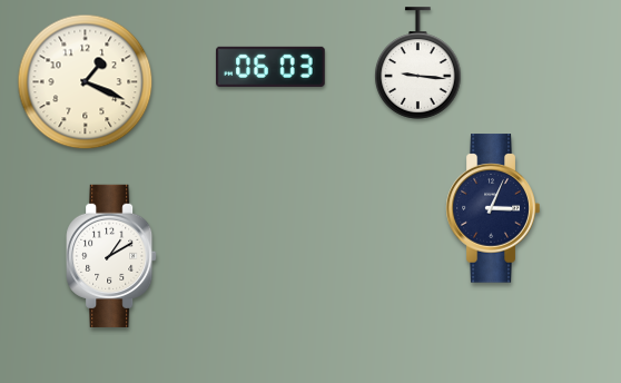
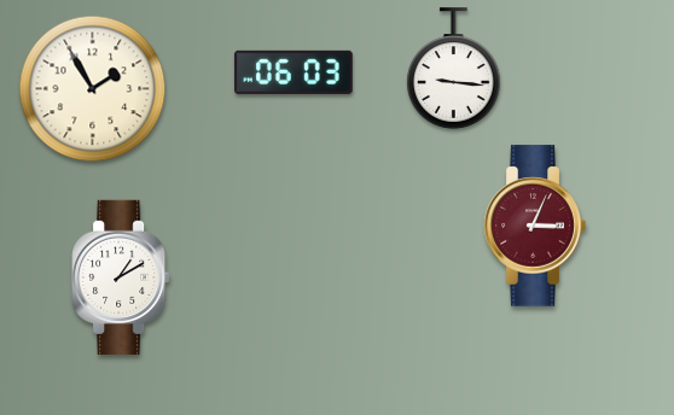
clock at (86, 82): 1:19 -> 1:55
clock at (493, 208) dial: navy -> burgundy
